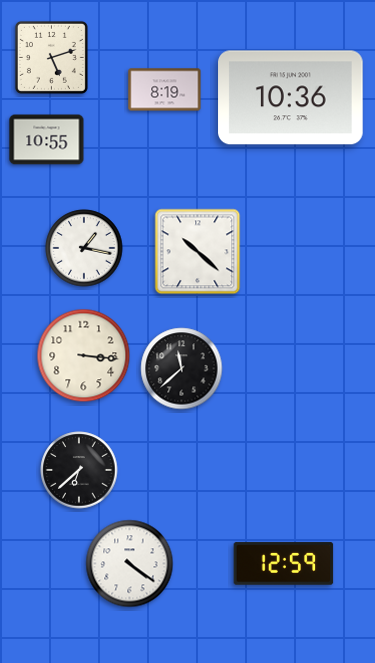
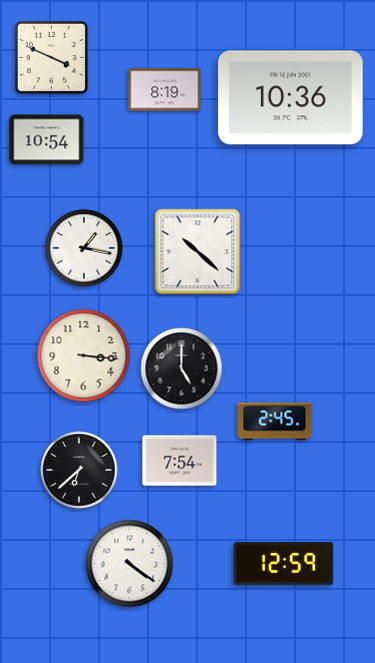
clock at (51, 57): 5:12 -> 3:49
clock at (47, 140): 10:55 -> 10:54
clock at (182, 369): 11:38 -> 5:00
clock at (275, 422): none -> 2:45
clock at (180, 461): none -> 7:54
